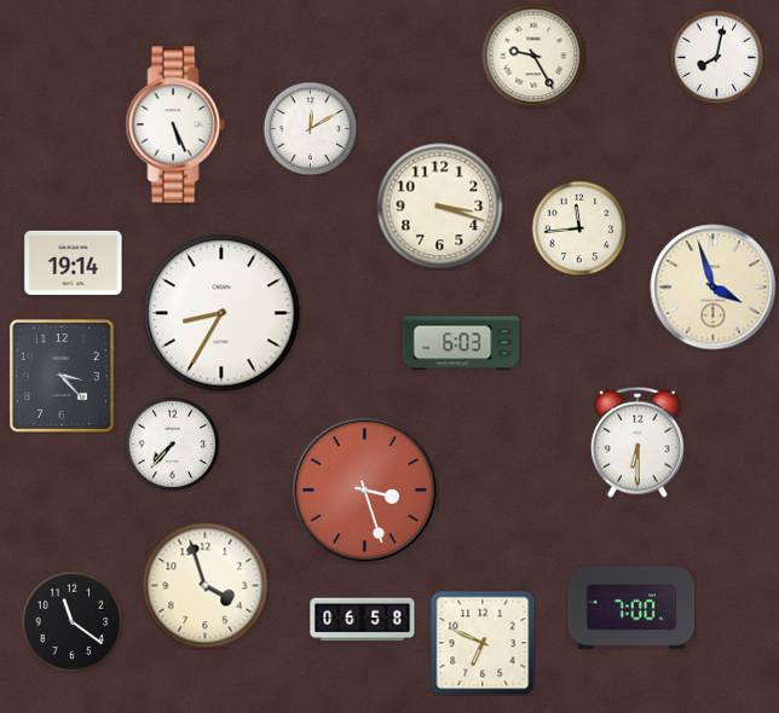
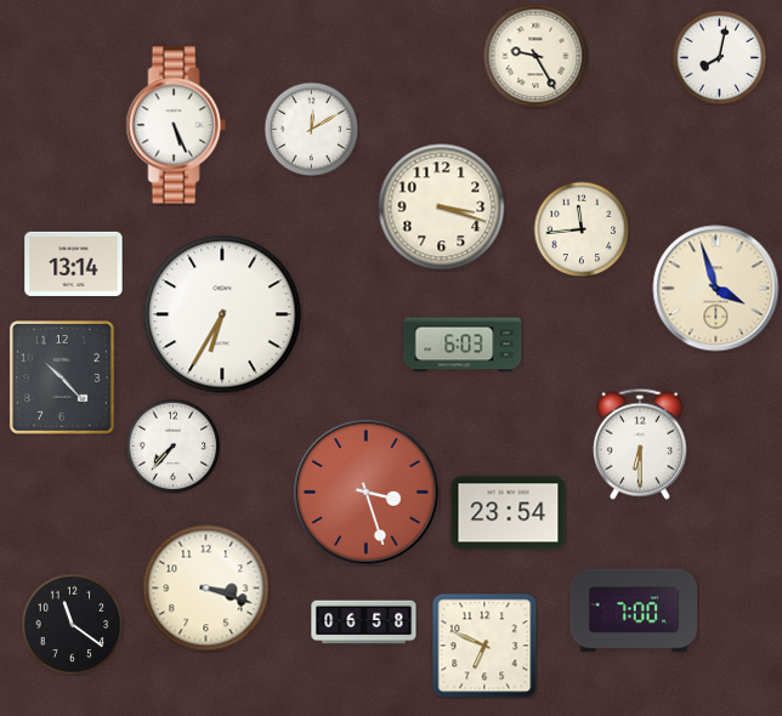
clock at (74, 262): 19:14 -> 13:14
clock at (221, 313): 8:35 -> 6:35
clock at (62, 377): 3:23 -> 10:23
clock at (509, 513): none -> 23:54
clock at (206, 586): 3:57 -> 3:18
